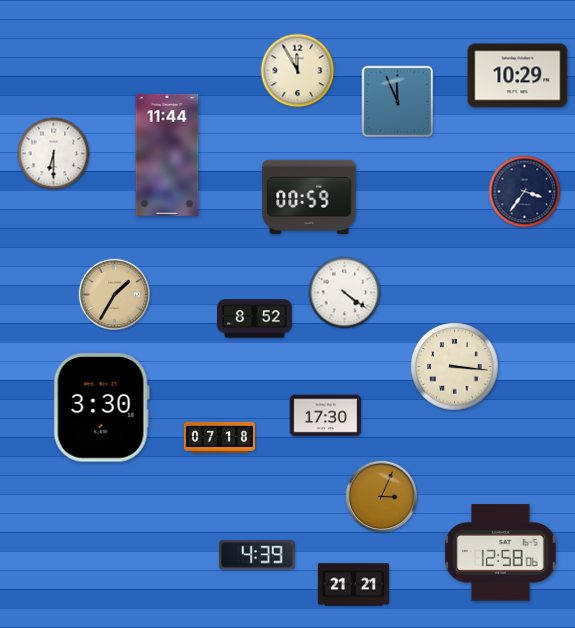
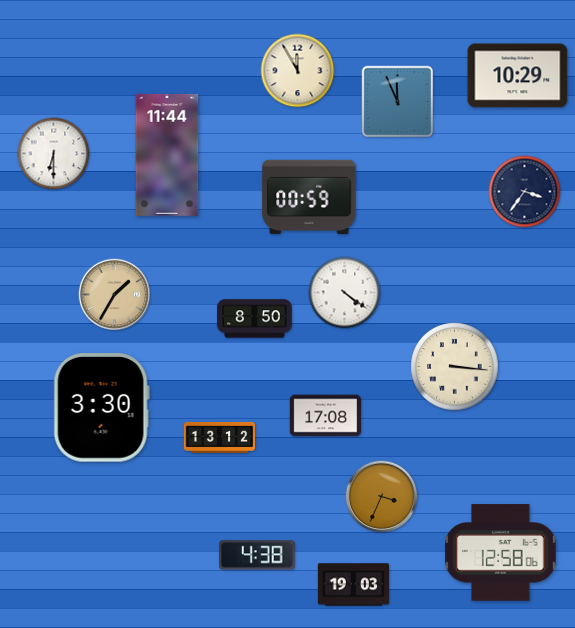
clock at (255, 319): 8:52 -> 8:50
clock at (326, 416): 17:30 -> 17:08
clock at (220, 437): 07:18 -> 13:12
clock at (382, 497): 3:04 -> 3:34
clock at (257, 555): 4:39 -> 4:38
clock at (354, 585): 21:21 -> 19:03
